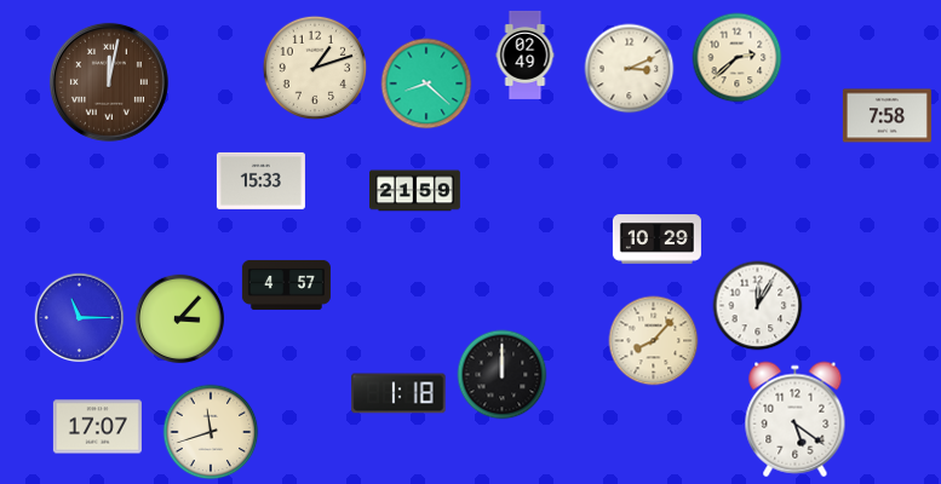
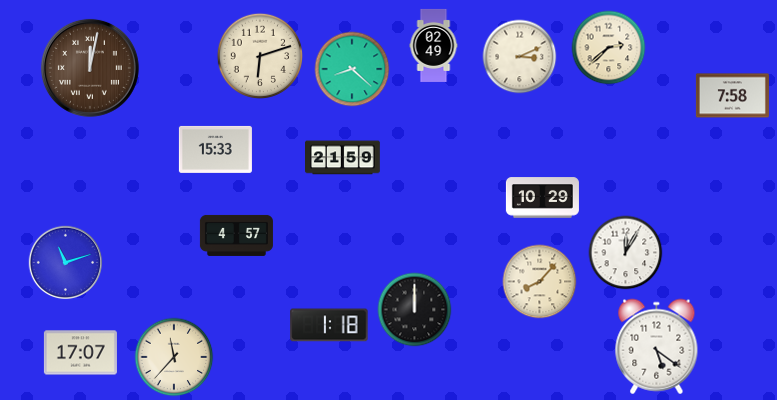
clock at (314, 67): 1:12 -> 6:12
clock at (80, 318): 11:15 -> 11:12
clock at (180, 319): 3:07 -> none
clock at (211, 432): 11:42 -> 11:37
